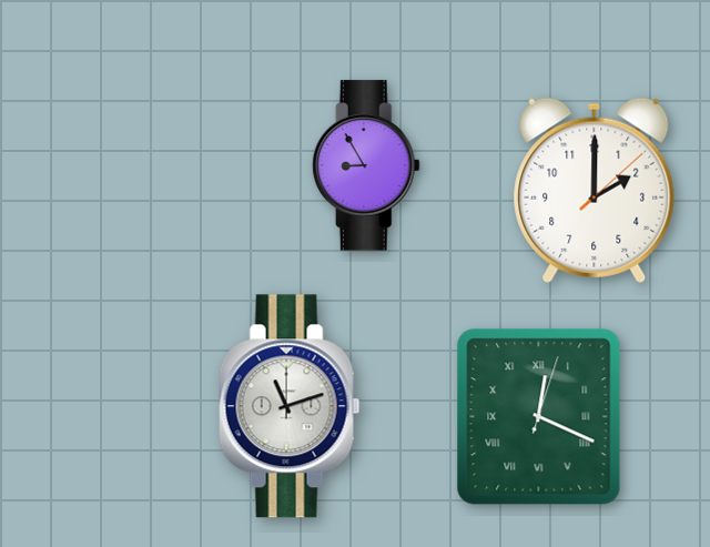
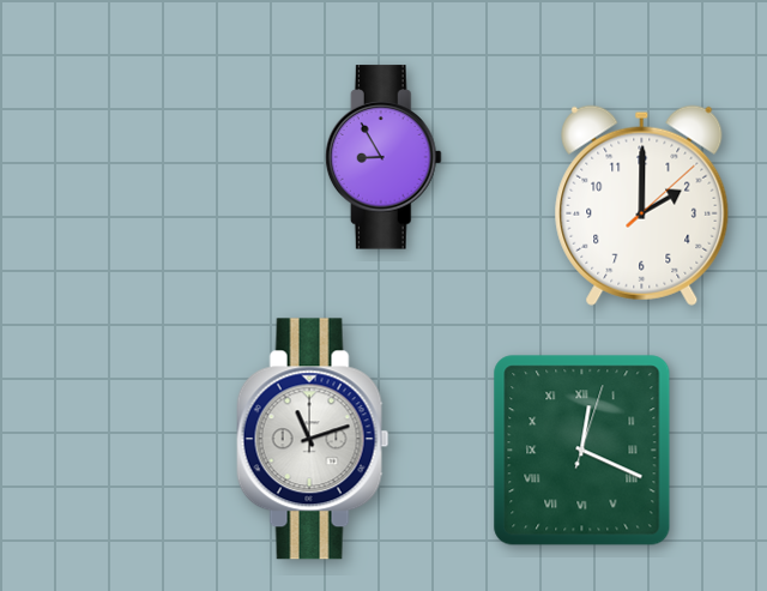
clock at (366, 165) position: (366, 165) -> (383, 157)
